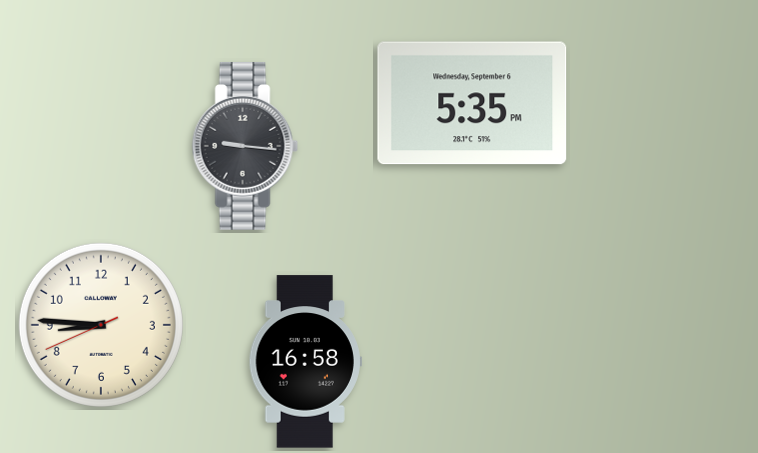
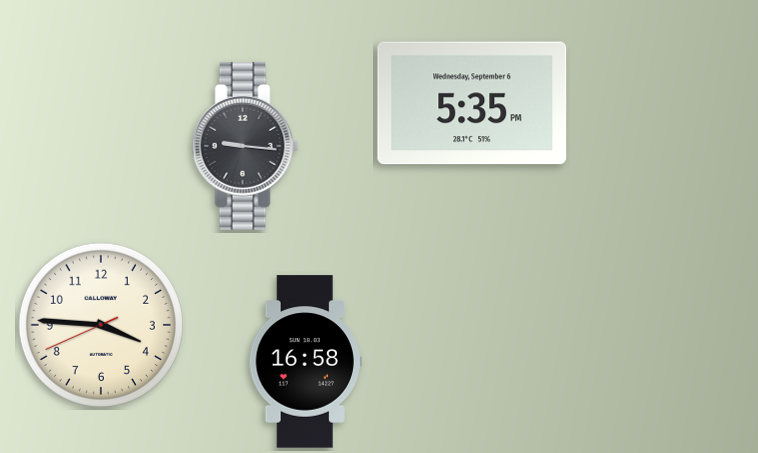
clock at (101, 325): 8:45 -> 3:45
